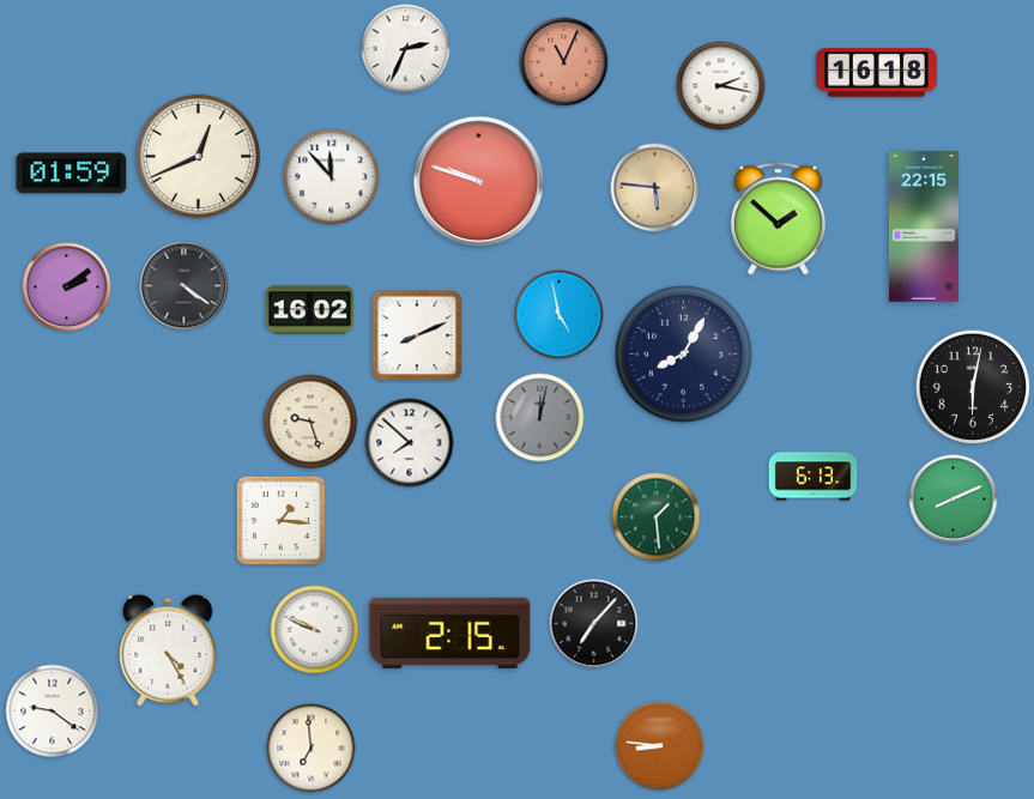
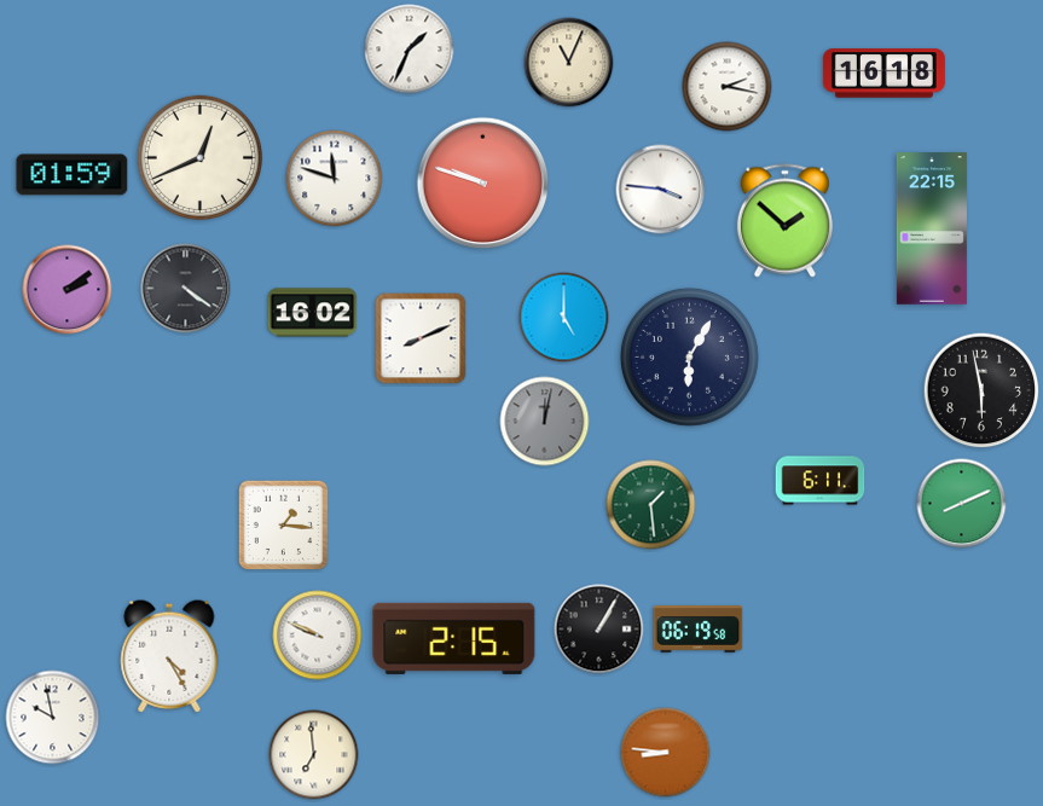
clock at (406, 49): 2:34 -> 1:34
clock at (564, 62) dial: salmon -> cream
clock at (332, 177): 11:53 -> 11:48
clock at (655, 188): 5:46 -> 3:46
clock at (655, 188) dial: champagne -> white
clock at (560, 315): 4:58 -> 5:00
clock at (683, 353): 8:05 -> 6:05
clock at (973, 387): 6:02 -> 5:58
clock at (310, 422): 9:27 -> none
clock at (410, 443): 7:52 -> none
clock at (814, 477): 6:13 -> 6:11
clock at (657, 517) position: (657, 517) -> (651, 505)
clock at (594, 624): 7:07 -> 1:05
clock at (699, 630): none -> 06:19
clock at (53, 712): 9:21 -> 9:58
